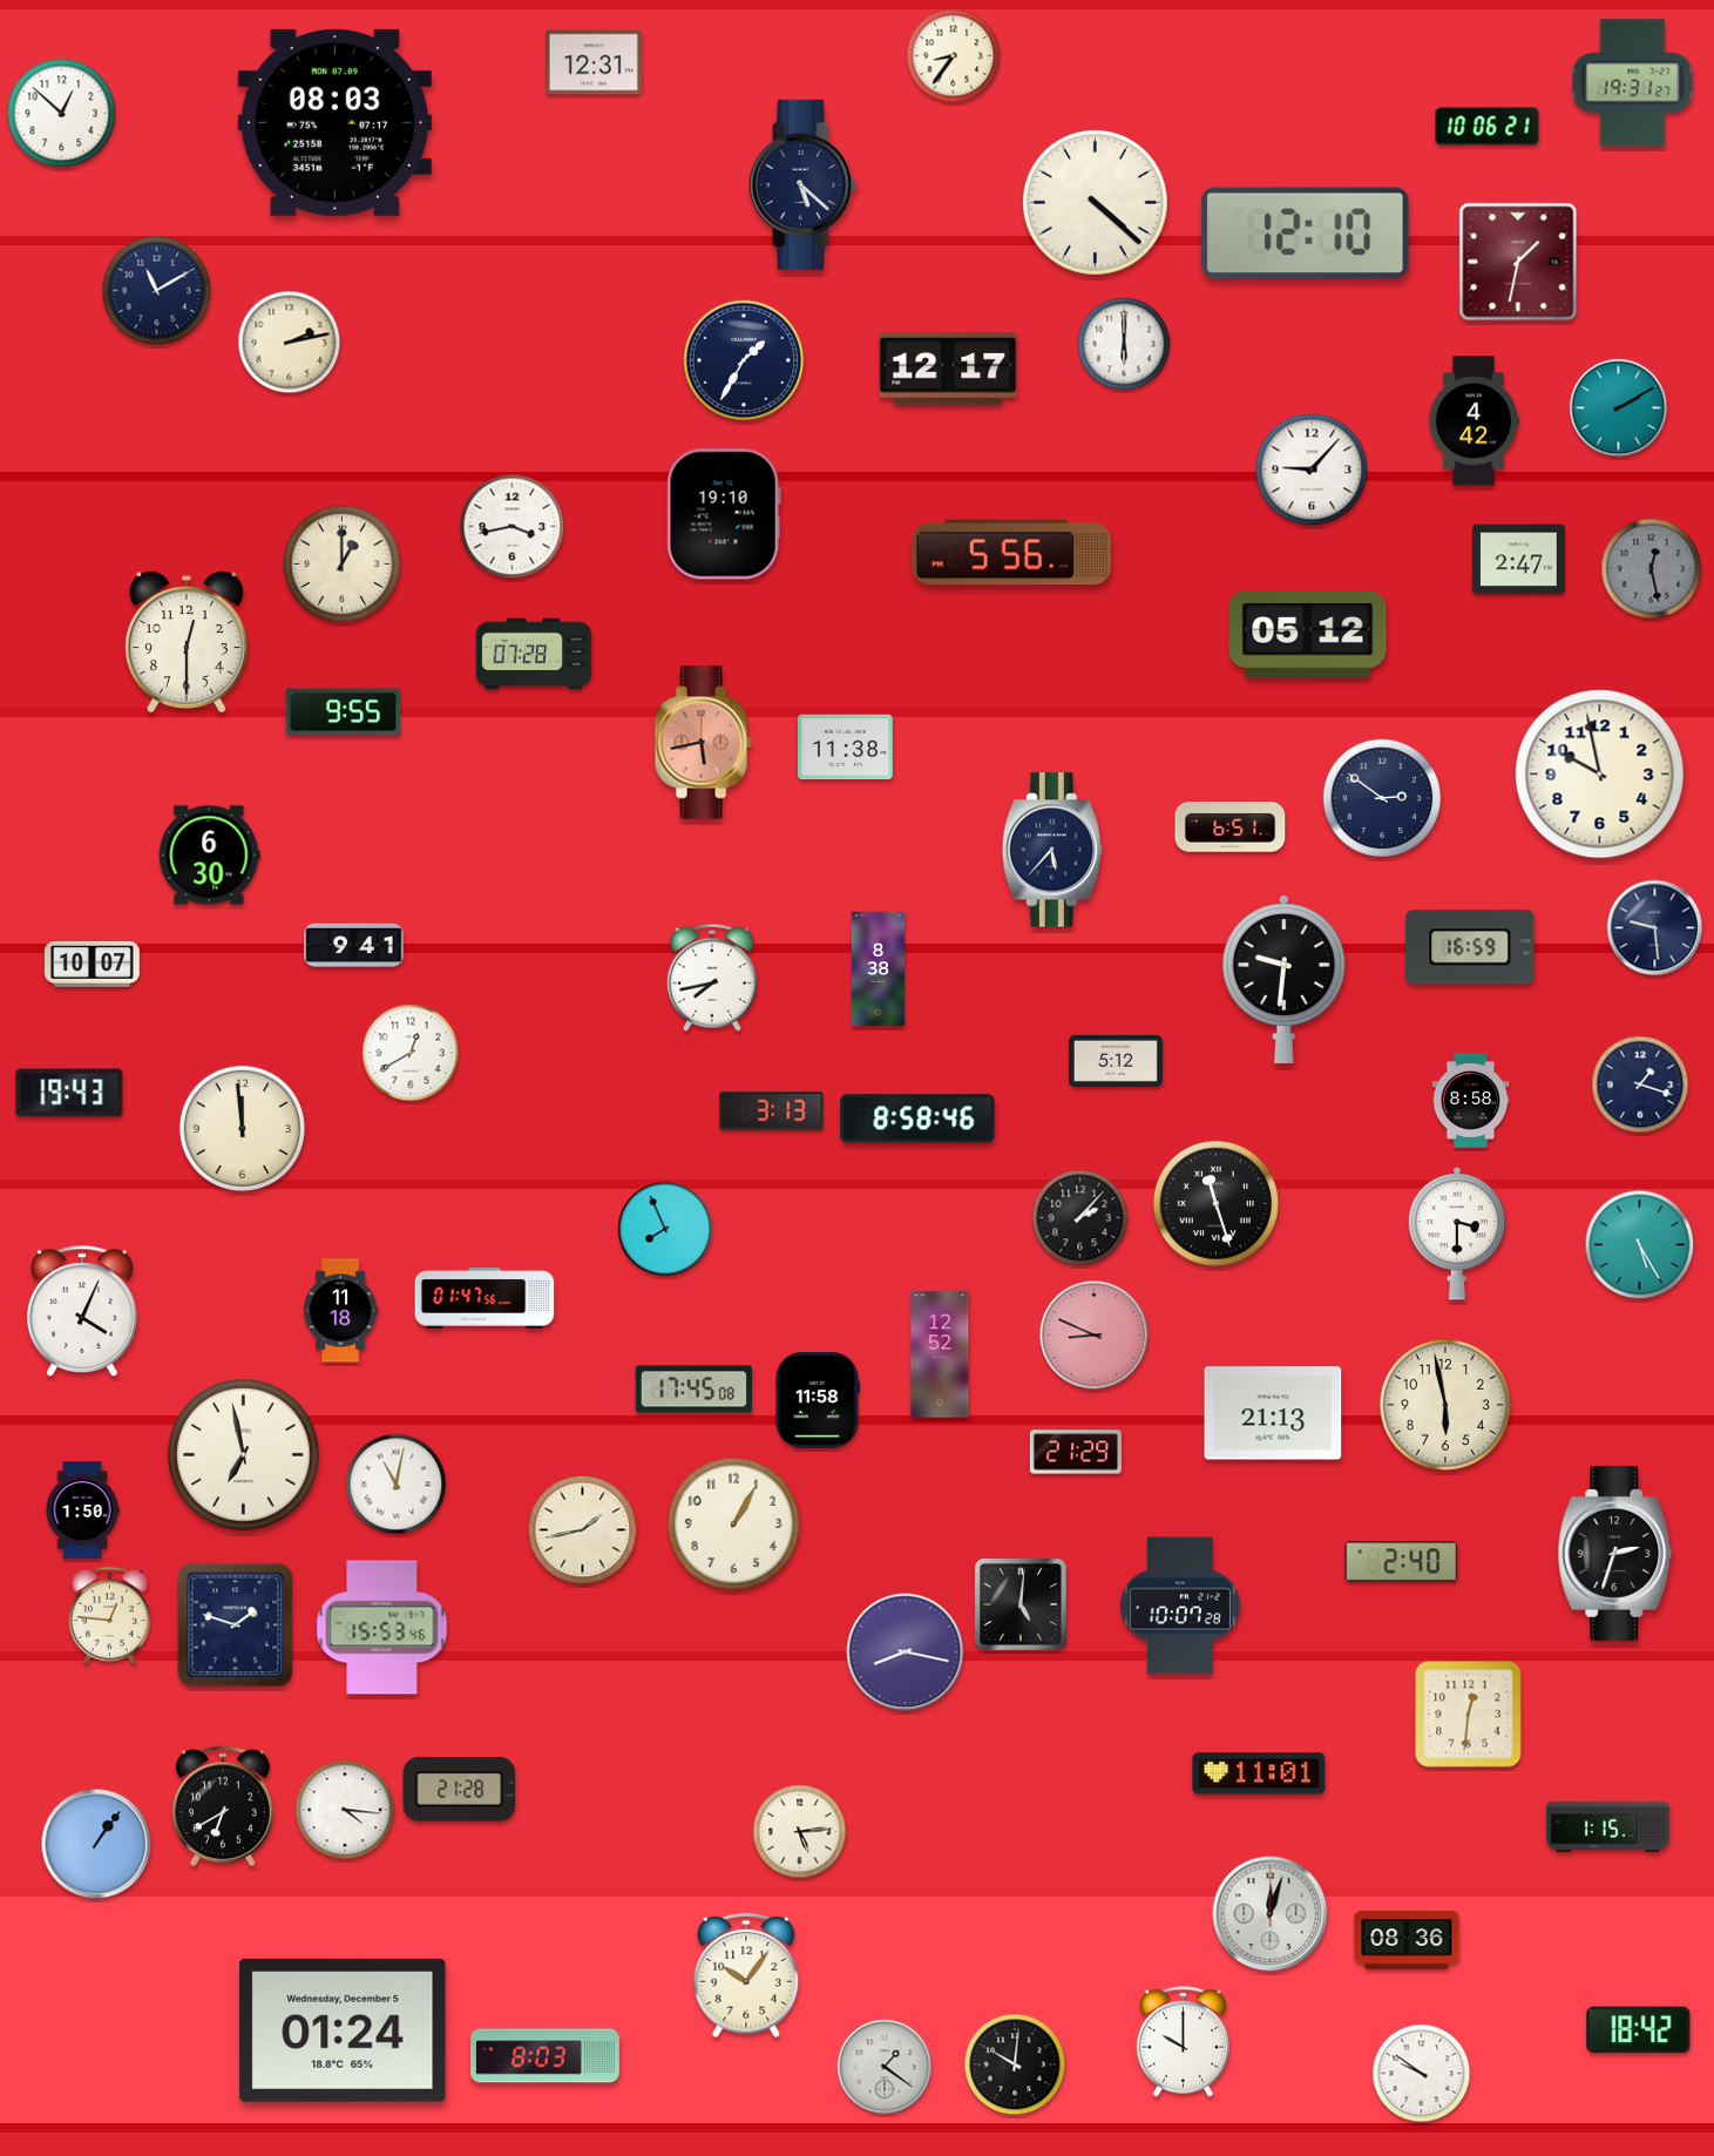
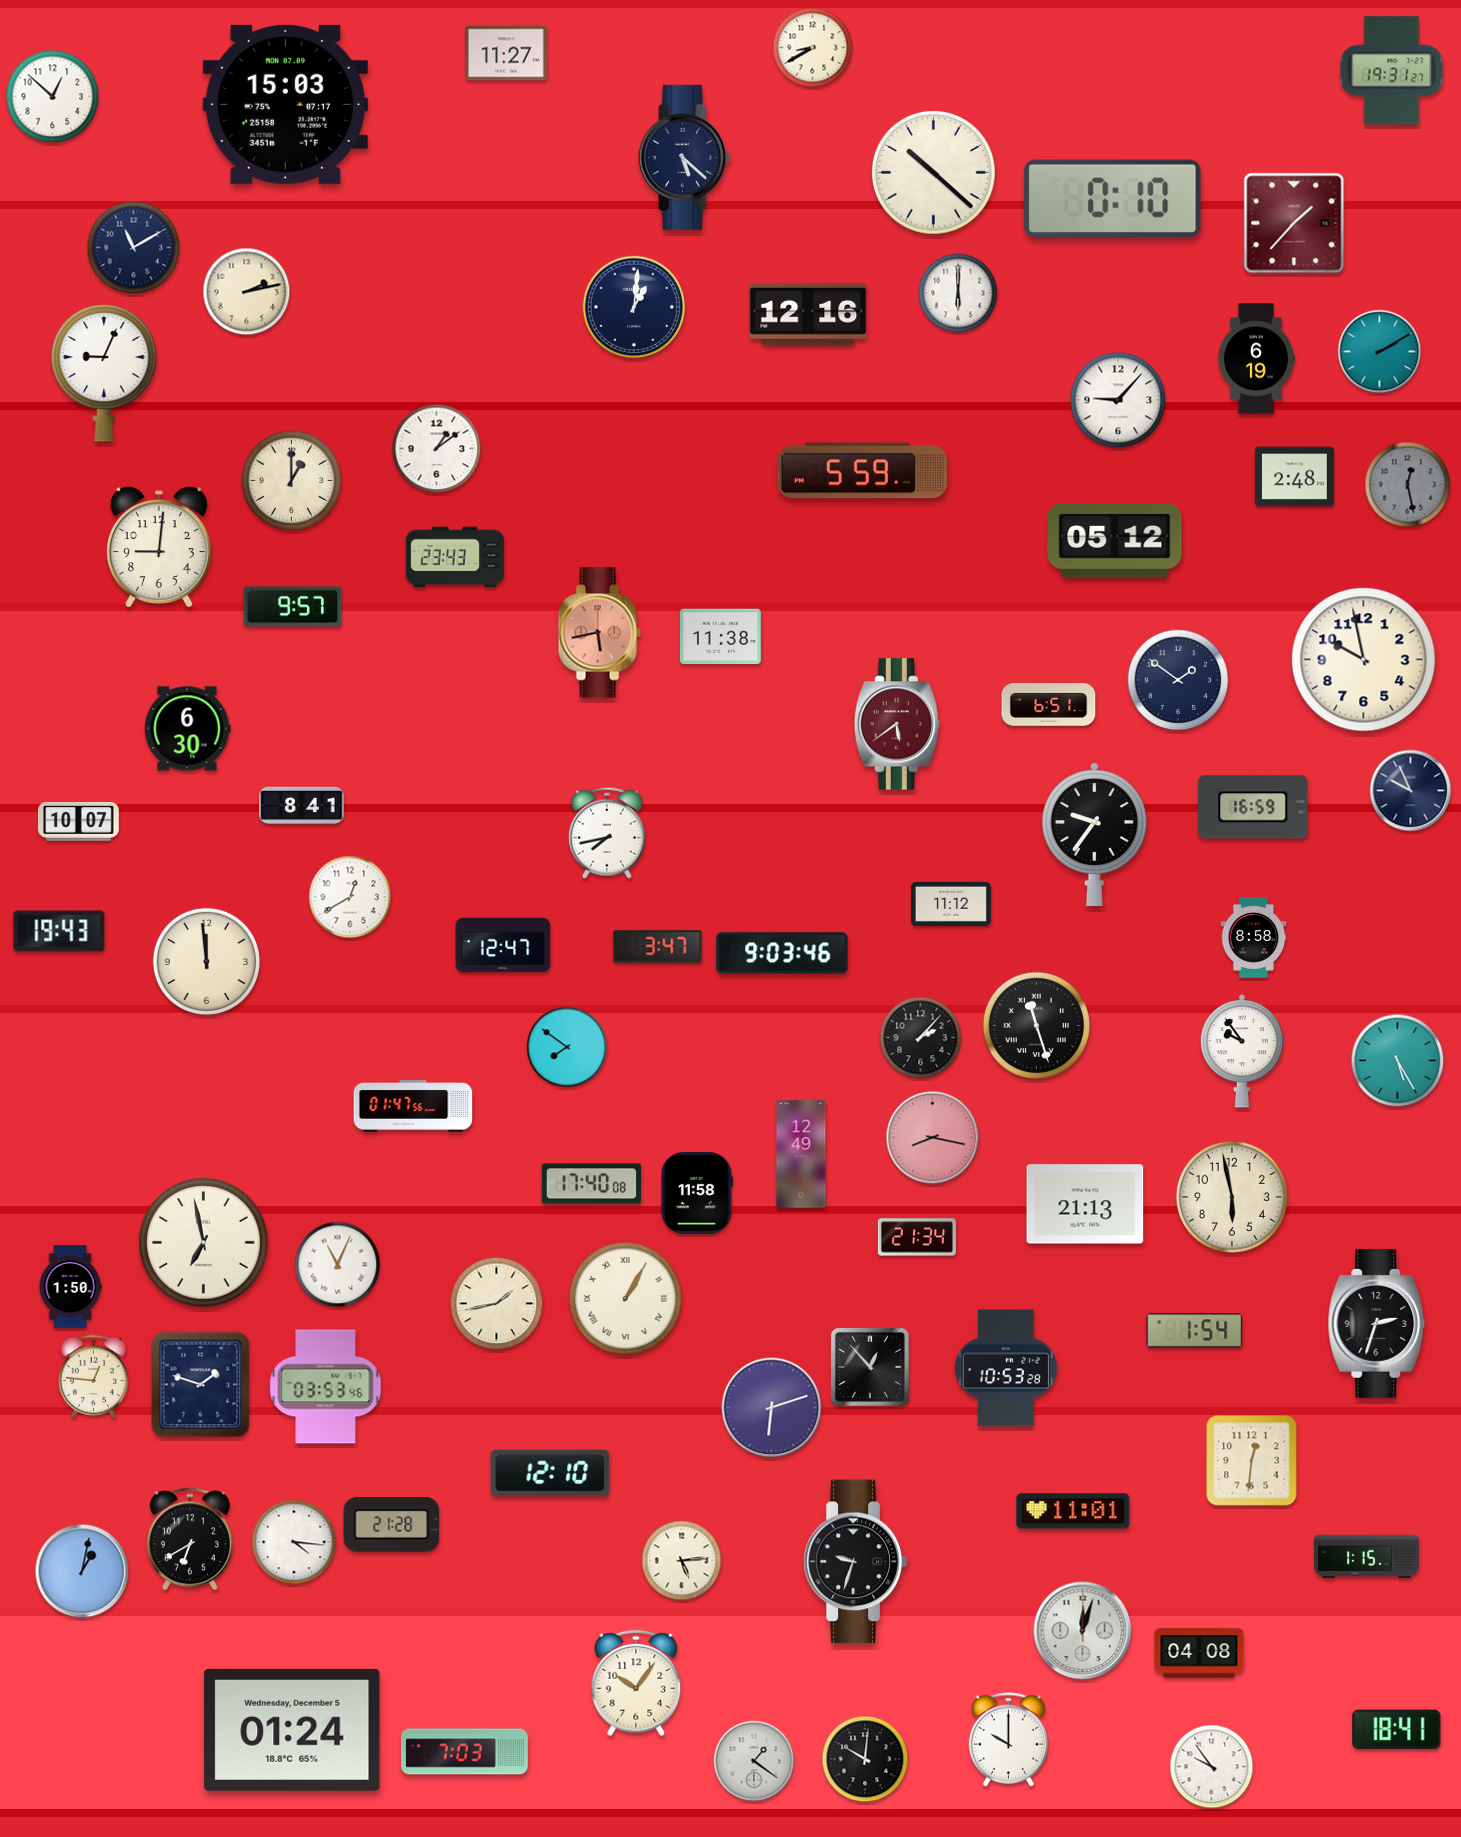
clock at (954, 56): 8:36 -> 8:40
clock at (594, 62): 12:31 -> 11:27
clock at (334, 122): 08:03 -> 15:03
clock at (1488, 127): 10:06 -> none
clock at (1096, 203): 4:22 -> 10:22
clock at (1306, 234): 12:10 -> 0:10
clock at (1518, 262): 1:32 -> 1:37
clock at (744, 360): 1:35 -> 1:01
clock at (948, 369): 12:17 -> 12:16
clock at (1619, 408) position: (1619, 408) -> (1380, 352)
clock at (1472, 421): 4:42 -> 6:19
clock at (104, 373): none -> 9:04
clock at (724, 514): 19:10 -> none
clock at (513, 527): 3:43 -> 1:09
clock at (1011, 553): 5:56 -> 5:59
clock at (1518, 560): 2:47 -> 2:48
clock at (188, 642): 12:30 -> 9:01
clock at (534, 654): 07:28 -> 23:43
clock at (344, 712): 9:55 -> 9:57
clock at (1382, 798): 2:51 -> 1:51
clock at (1052, 850): 5:37 -> 5:39
clock at (1052, 850) dial: navy -> burgundy
clock at (210, 856) position: (210, 856) -> (188, 729)
clock at (1655, 928): 9:29 -> 9:56
clock at (354, 945): 9:41 -> 8:41
clock at (878, 969): 8:38 -> none
clock at (1283, 979): 9:31 -> 9:36
clock at (1116, 1061): 5:12 -> 11:12
clock at (1640, 1084): 1:18 -> none
clock at (503, 945): none -> 12:47
clock at (772, 1111): 3:13 -> 3:47
clock at (917, 1118): 8:58 -> 9:03
clock at (665, 1229): 7:56 -> 7:51
clock at (1456, 1234): 3:30 -> 9:54
clock at (83, 1311): 4:04 -> none
clock at (340, 1311): 11:18 -> none
clock at (1095, 1336): 8:49 -> 8:17
clock at (940, 1354): 12:52 -> 12:49
clock at (693, 1390): 17:45 -> 17:40
clock at (1076, 1452): 21:29 -> 21:34
clock at (244, 1455) position: (244, 1455) -> (204, 1243)
clock at (397, 1485): 11:02 -> 11:04
clock at (733, 1523) numerals: Arabic -> Roman
clock at (1402, 1562): 2:40 -> 1:54
clock at (1022, 1606): 5:01 -> 12:53
clock at (1180, 1606): 10:07 -> 10:53
clock at (382, 1628): 15:53 -> 03:53
clock at (906, 1653): 8:17 -> 6:12
clock at (550, 1473): none -> 12:10
clock at (1608, 1827) position: (1608, 1827) -> (1367, 1557)
clock at (855, 1562): none -> 9:33
clock at (96, 1844): 1:06 -> 1:02
clock at (1407, 1940): 08:36 -> 04:08
clock at (1639, 2030): 18:42 -> 18:41
clock at (546, 2056): 8:03 -> 7:03
clock at (1422, 2074): 9:51 -> 9:54
